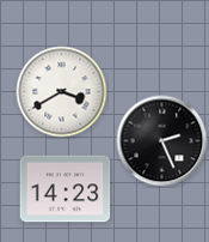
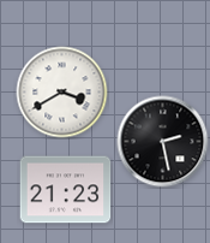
clock at (162, 141): 2:26 -> 2:28
clock at (66, 189): 14:23 -> 21:23
